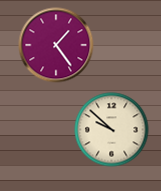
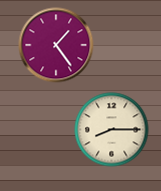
clock at (112, 130): 9:52 -> 8:15
